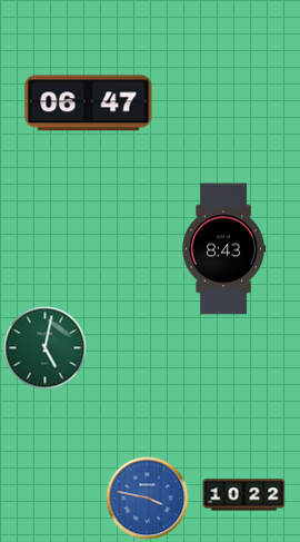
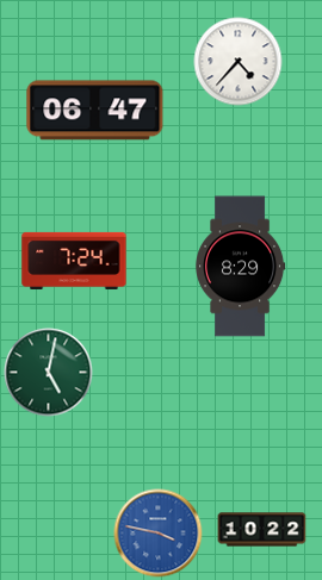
clock at (239, 62): none -> 4:37
clock at (74, 261): none -> 7:24
clock at (224, 249): 8:43 -> 8:29
